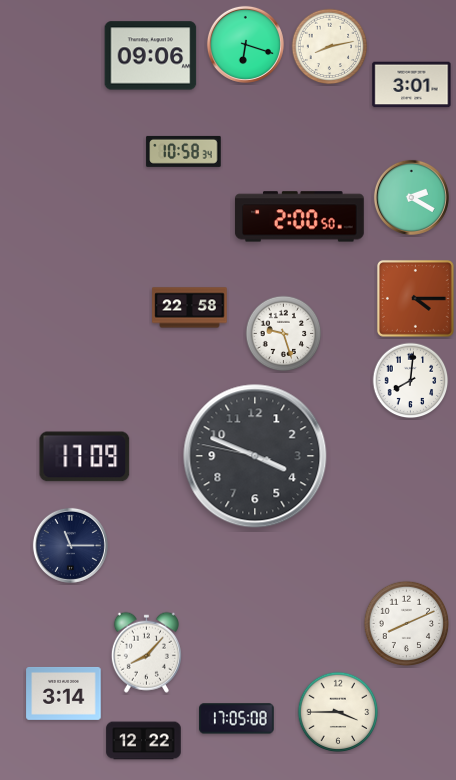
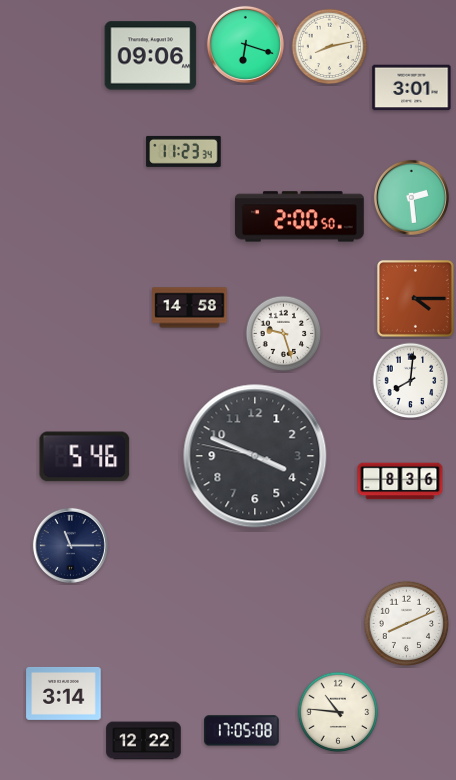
clock at (412, 85) position: (412, 85) -> (412, 88)
clock at (184, 151): 10:58 -> 11:23
clock at (411, 197): 2:20 -> 2:29
clock at (190, 308): 22:58 -> 14:58
clock at (85, 457): 17:09 -> 5:46
clock at (400, 481): none -> 8:36
clock at (146, 652): 8:07 -> none
clock at (338, 712): 3:45 -> 10:46
clock at (237, 719) position: (237, 719) -> (242, 731)
